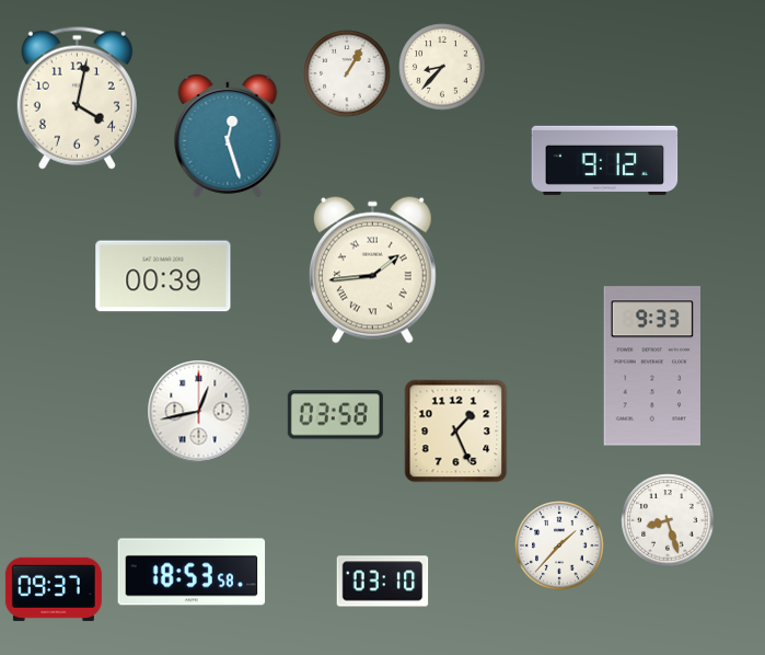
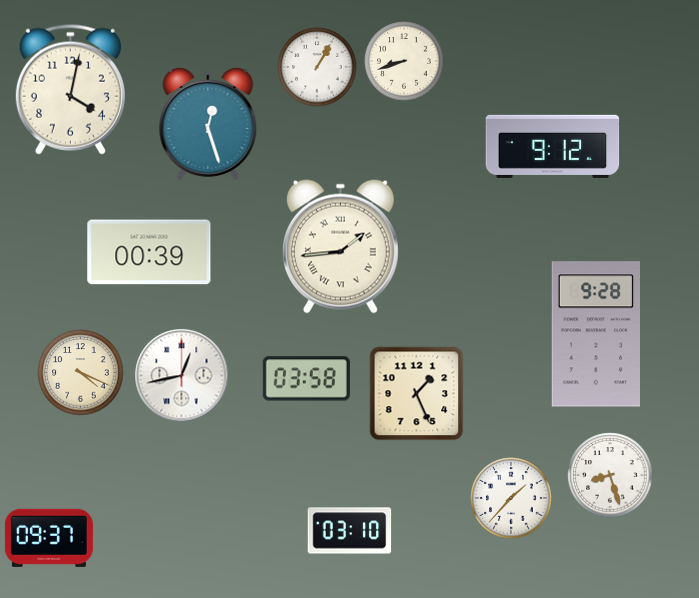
clock at (442, 67): 8:37 -> 8:42
clock at (652, 366): 9:33 -> 9:28
clock at (81, 373): none -> 4:19
clock at (192, 572): 18:53 -> none
